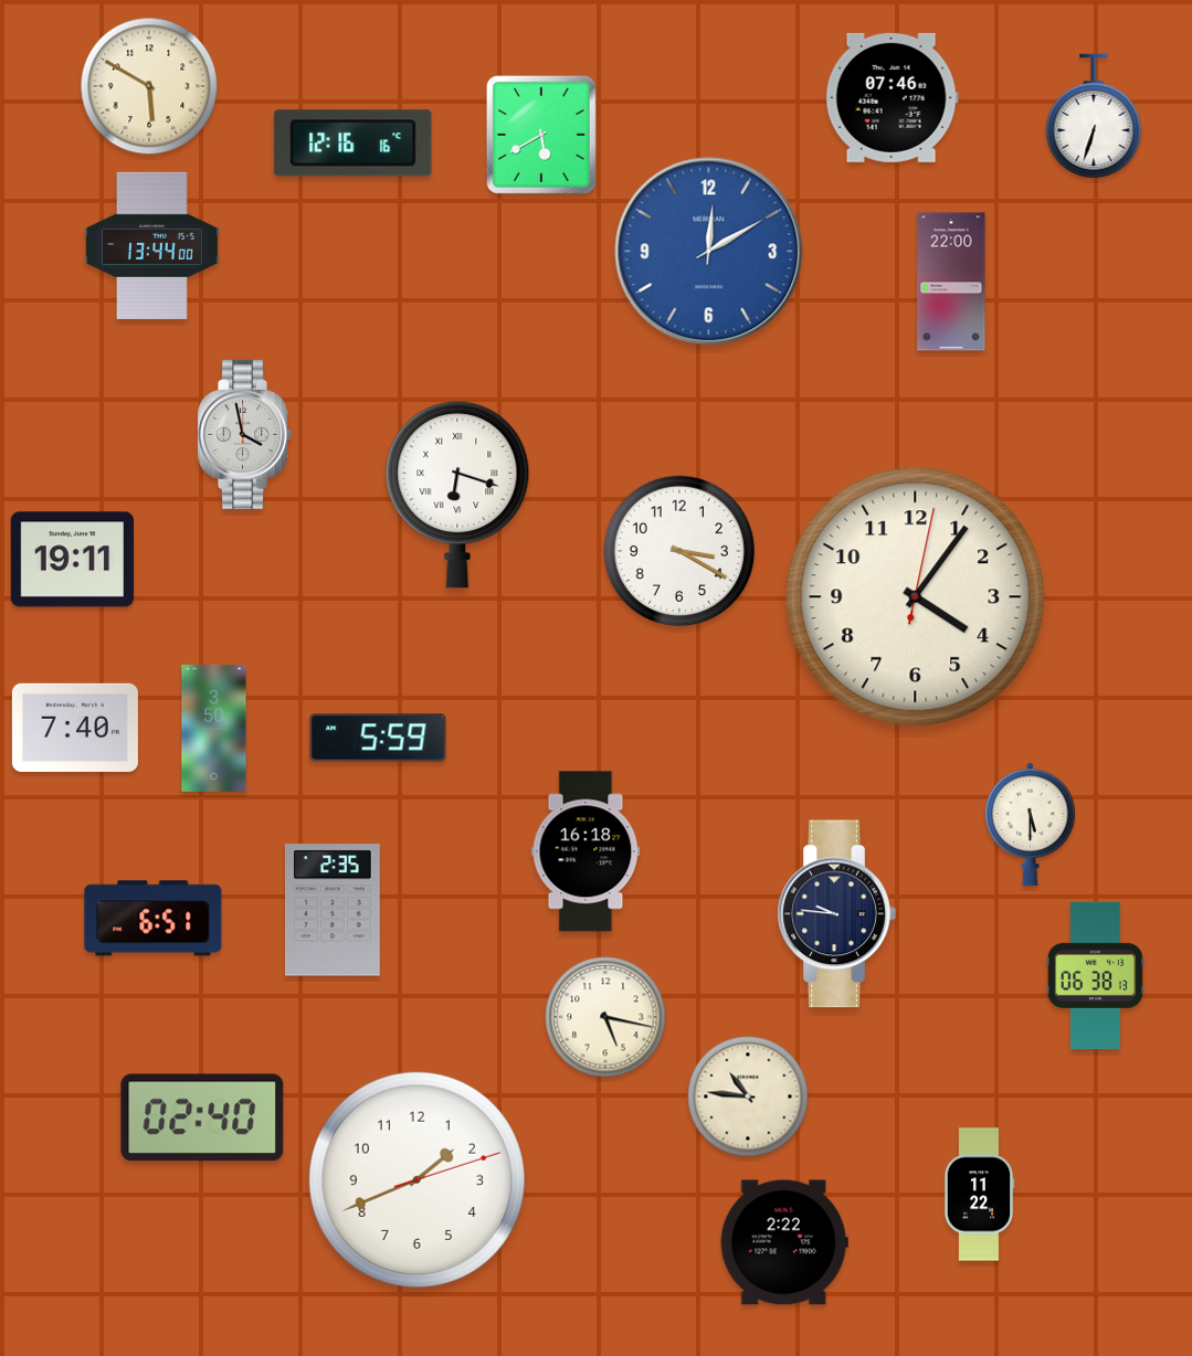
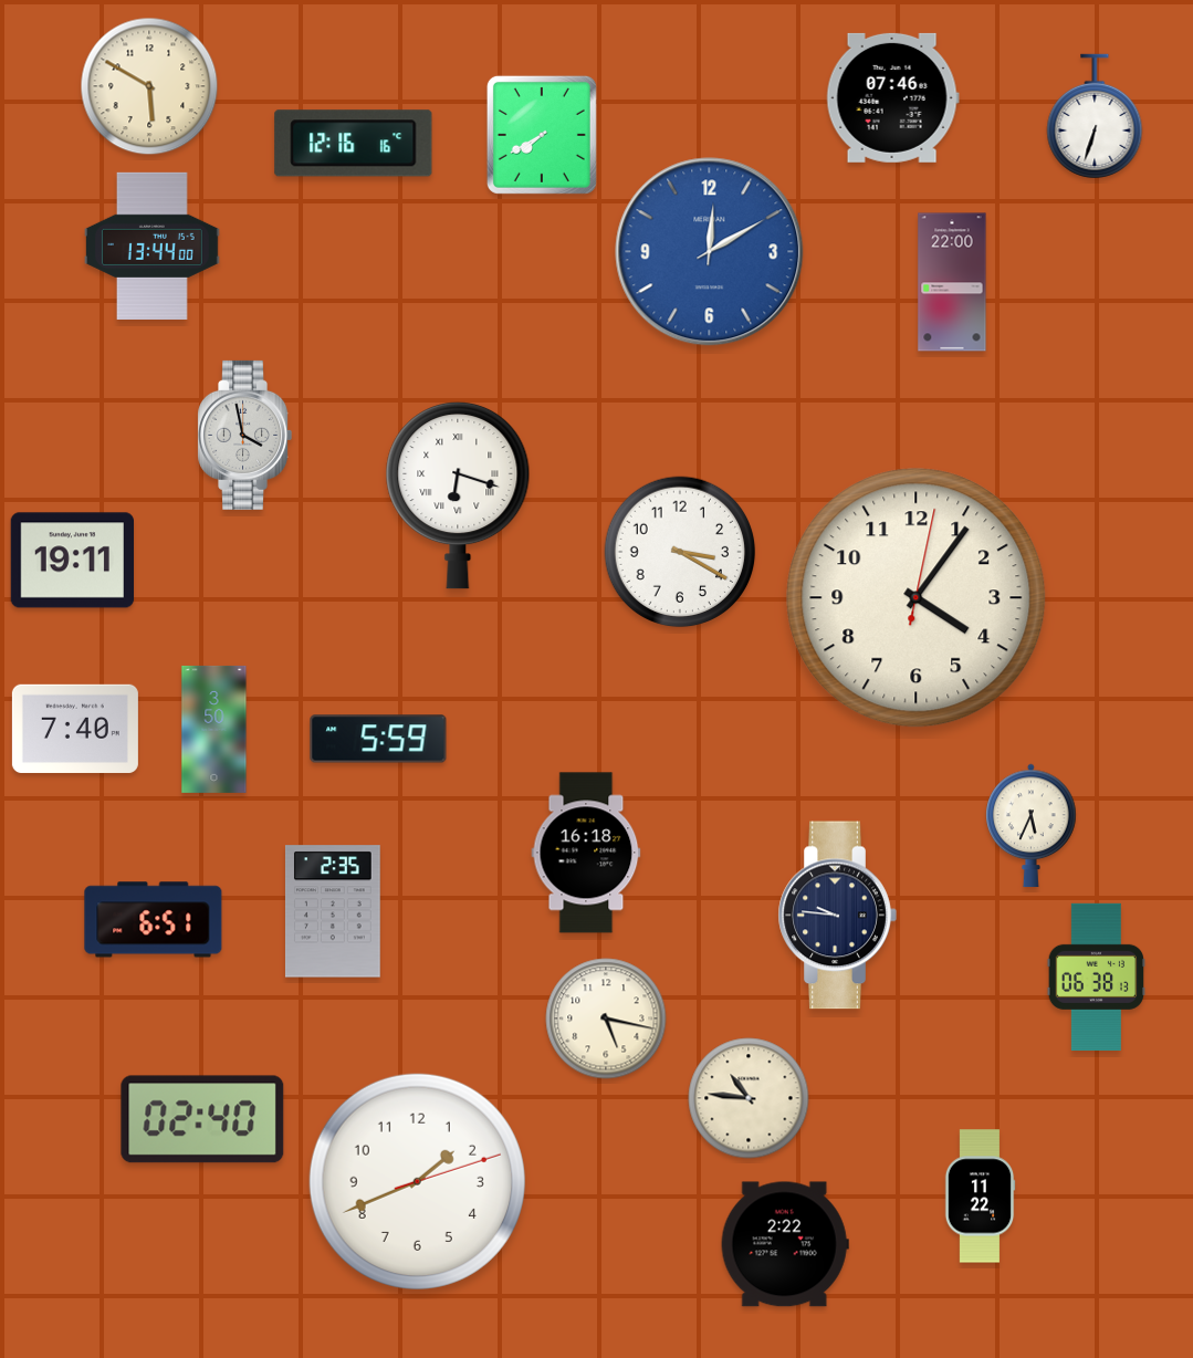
clock at (541, 135): 5:40 -> 7:40
clock at (1031, 825): 5:30 -> 5:34
